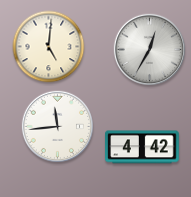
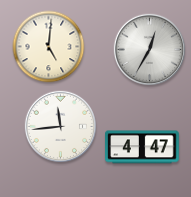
clock at (57, 126) position: (57, 126) -> (60, 126)
clock at (143, 147): 4:42 -> 4:47
